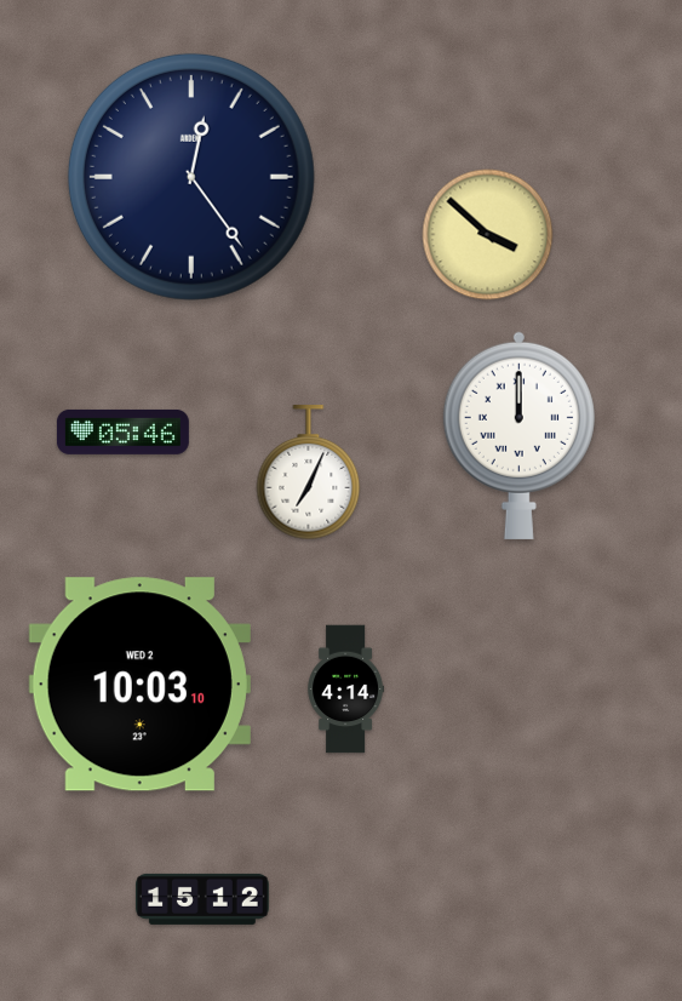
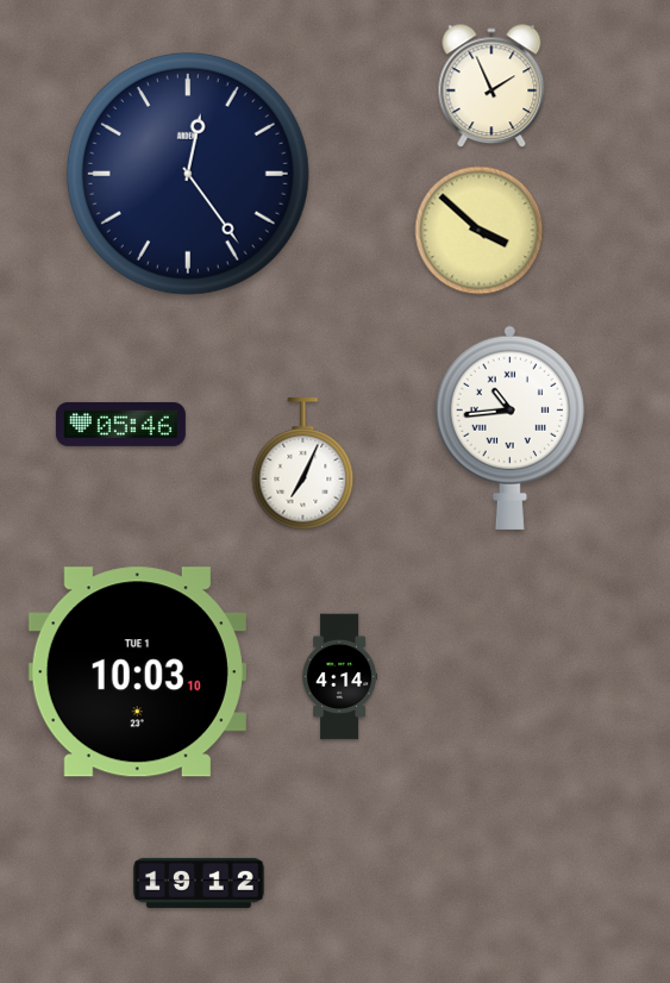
clock at (491, 87): none -> 1:56
clock at (518, 435): 12:00 -> 10:44
clock at (139, 685) date: WED 2 -> TUE 1
clock at (204, 899): 15:12 -> 19:12
